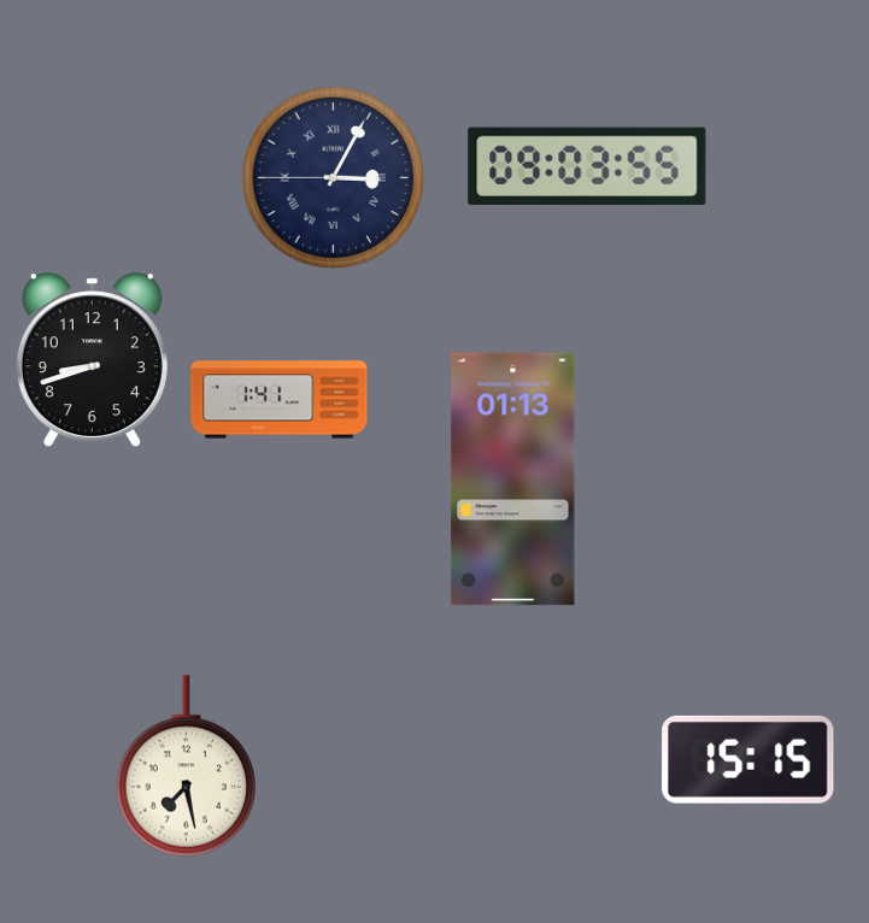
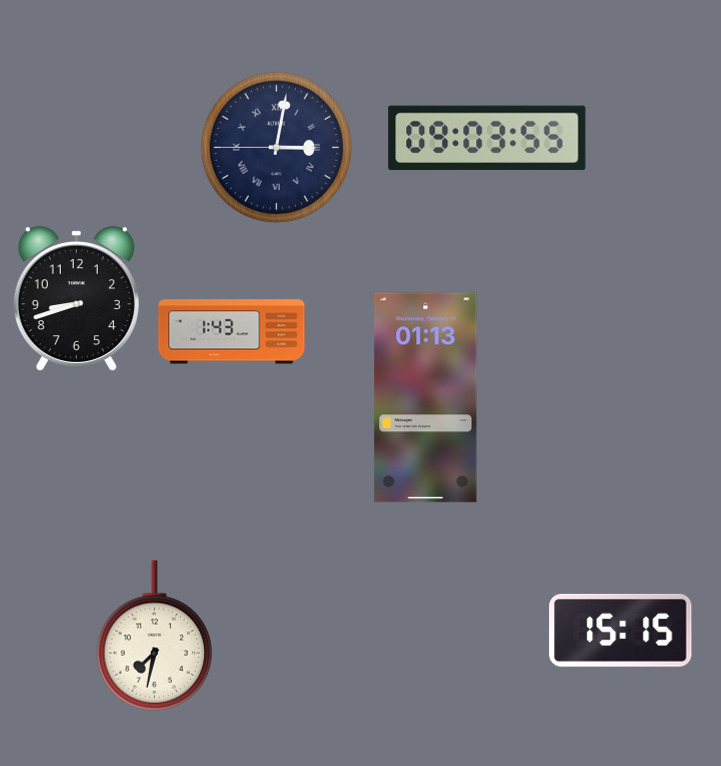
clock at (334, 178): 3:04 -> 3:01
clock at (280, 400): 1:41 -> 1:43
clock at (186, 766): 7:28 -> 7:32
